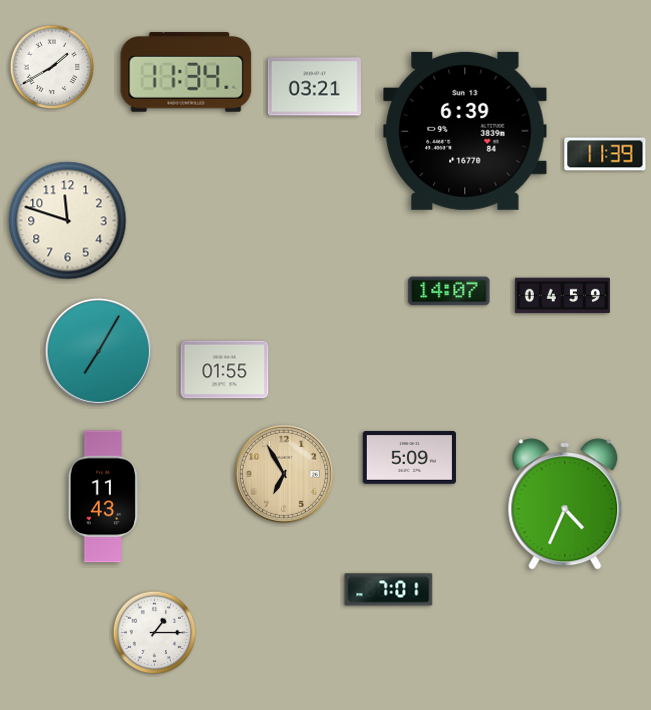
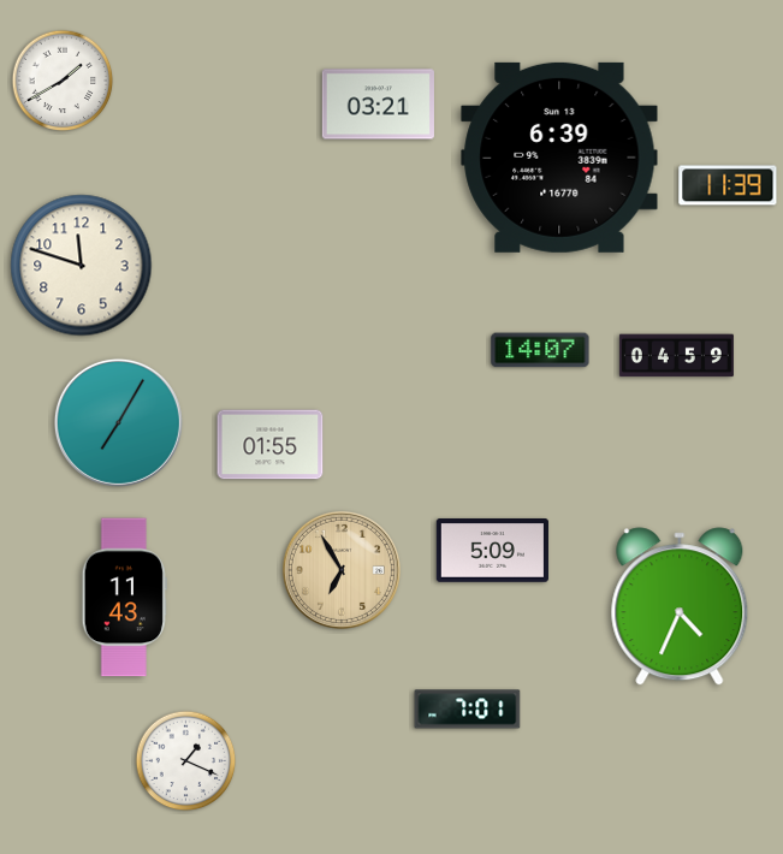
clock at (186, 72): 11:34 -> none
clock at (155, 633): 1:15 -> 1:19
